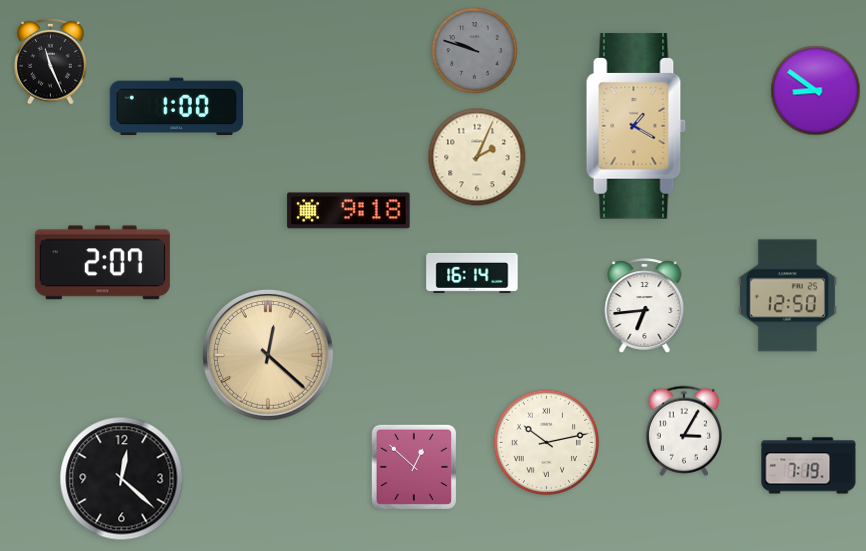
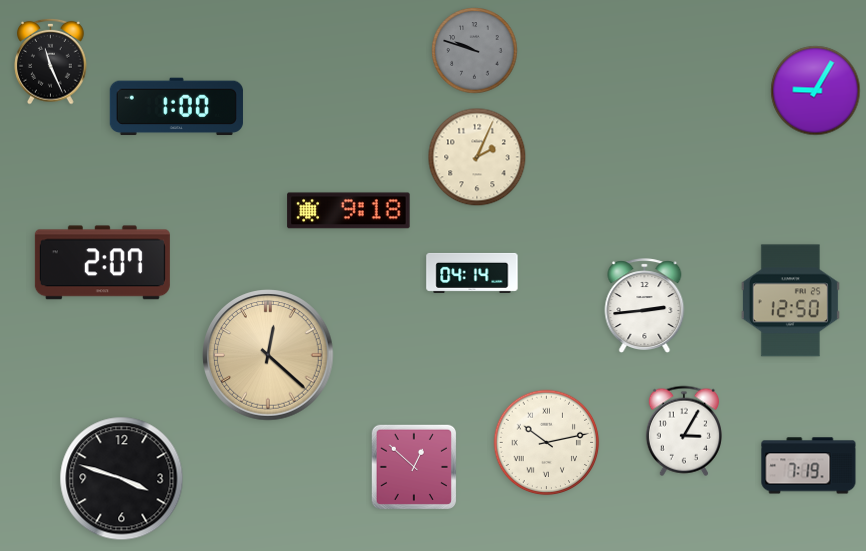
clock at (816, 91): 8:51 -> 9:05
clock at (636, 127): 1:20 -> none
clock at (472, 273): 16:14 -> 04:14
clock at (787, 296) position: (787, 296) -> (790, 301)
clock at (645, 305): 6:44 -> 2:44
clock at (122, 479): 12:22 -> 3:48
